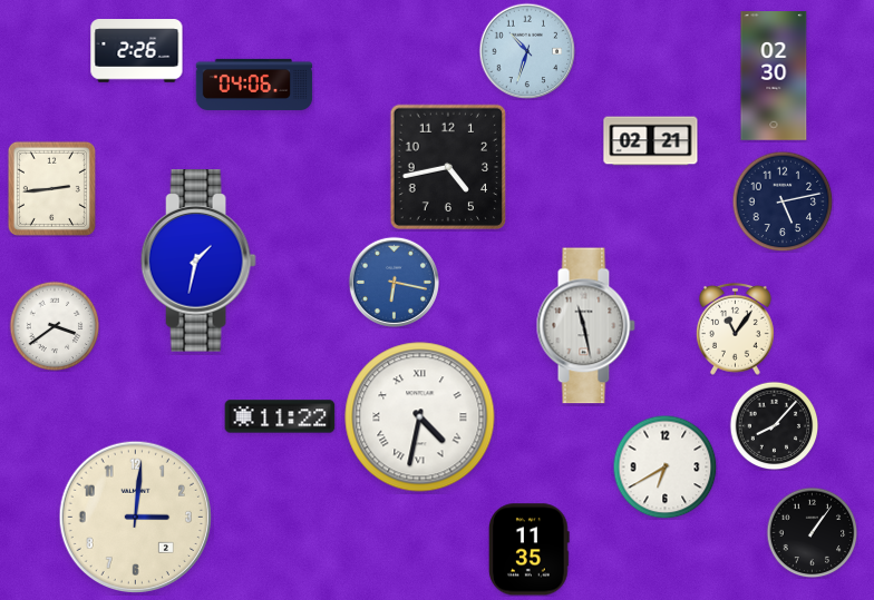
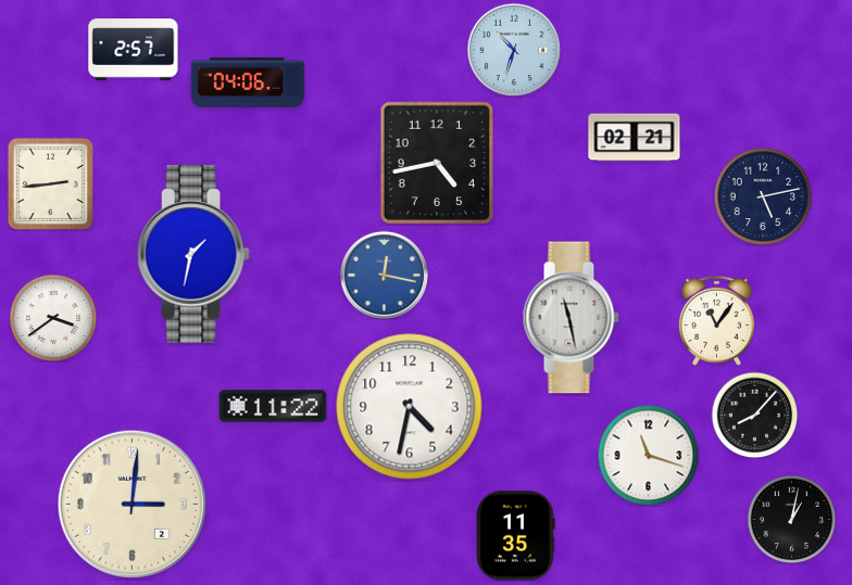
clock at (137, 51): 2:26 -> 2:57
clock at (774, 76): 02:30 -> none
clock at (394, 282): 6:17 -> 12:17
clock at (420, 417) numerals: Roman -> Arabic
clock at (664, 466): 6:40 -> 11:18
clock at (812, 532): 1:06 -> 1:02
